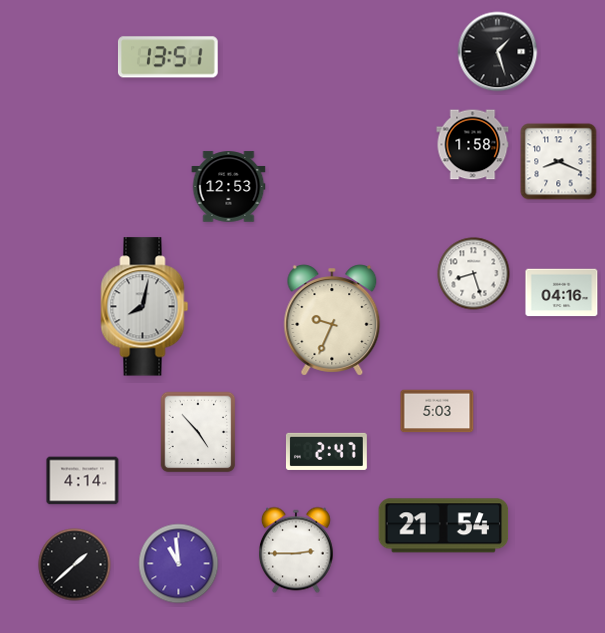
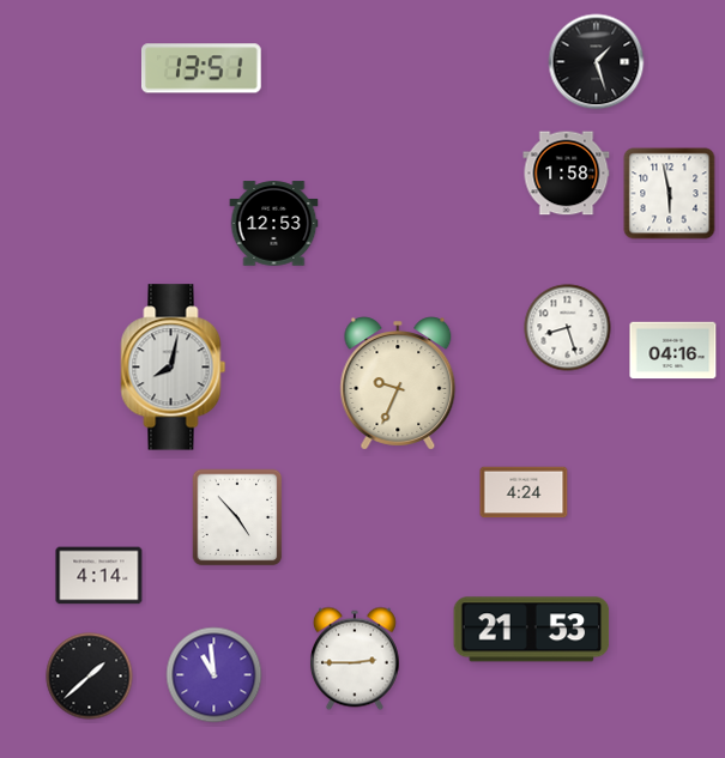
clock at (559, 162): 8:19 -> 5:58
clock at (437, 411): 5:03 -> 4:24
clock at (326, 451): 2:47 -> none
clock at (444, 526): 21:54 -> 21:53
